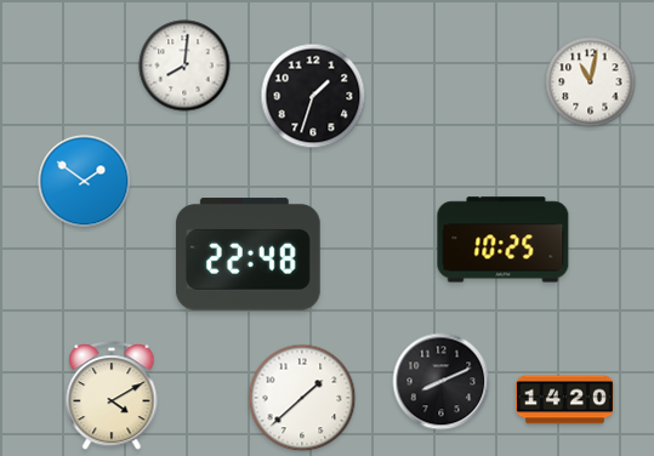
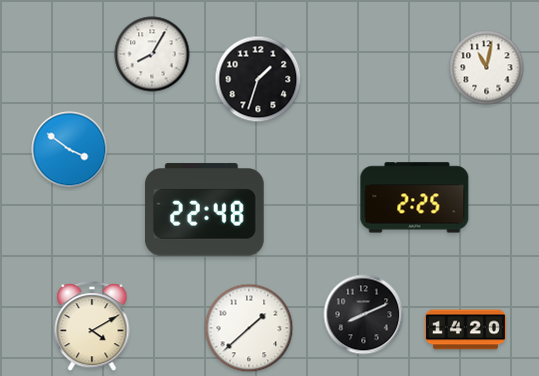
clock at (184, 65): 8:01 -> 8:05
clock at (85, 182): 1:51 -> 3:51
clock at (504, 240): 10:25 -> 2:25
